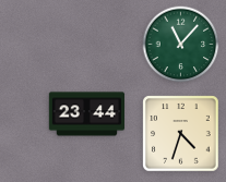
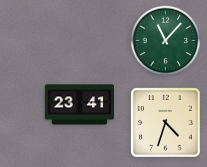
clock at (86, 114): 23:44 -> 23:41
